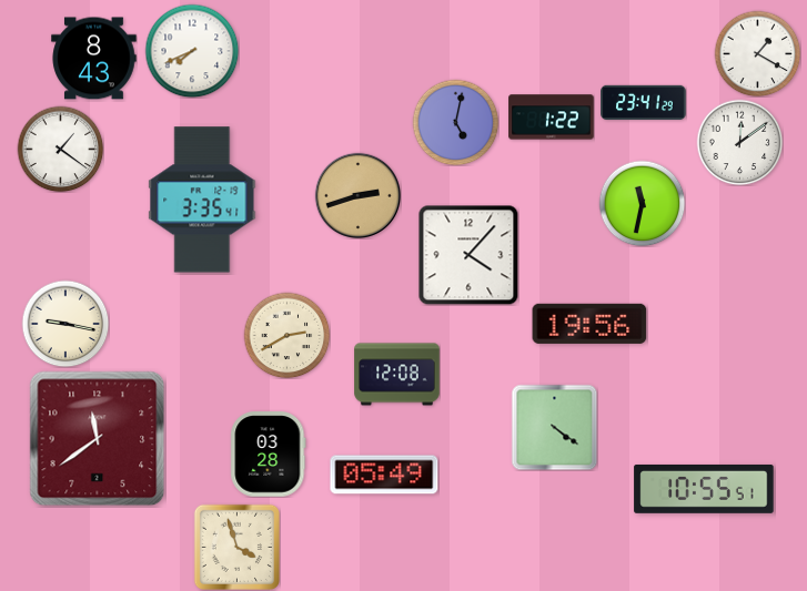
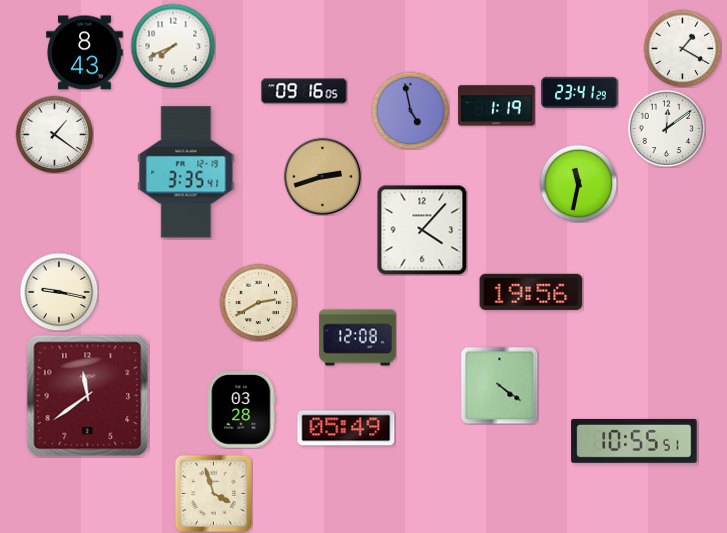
clock at (304, 91): none -> 09:16
clock at (552, 118): 1:22 -> 1:19
clock at (455, 122): 5:02 -> 4:58
clock at (202, 200) position: (202, 200) -> (186, 172)
